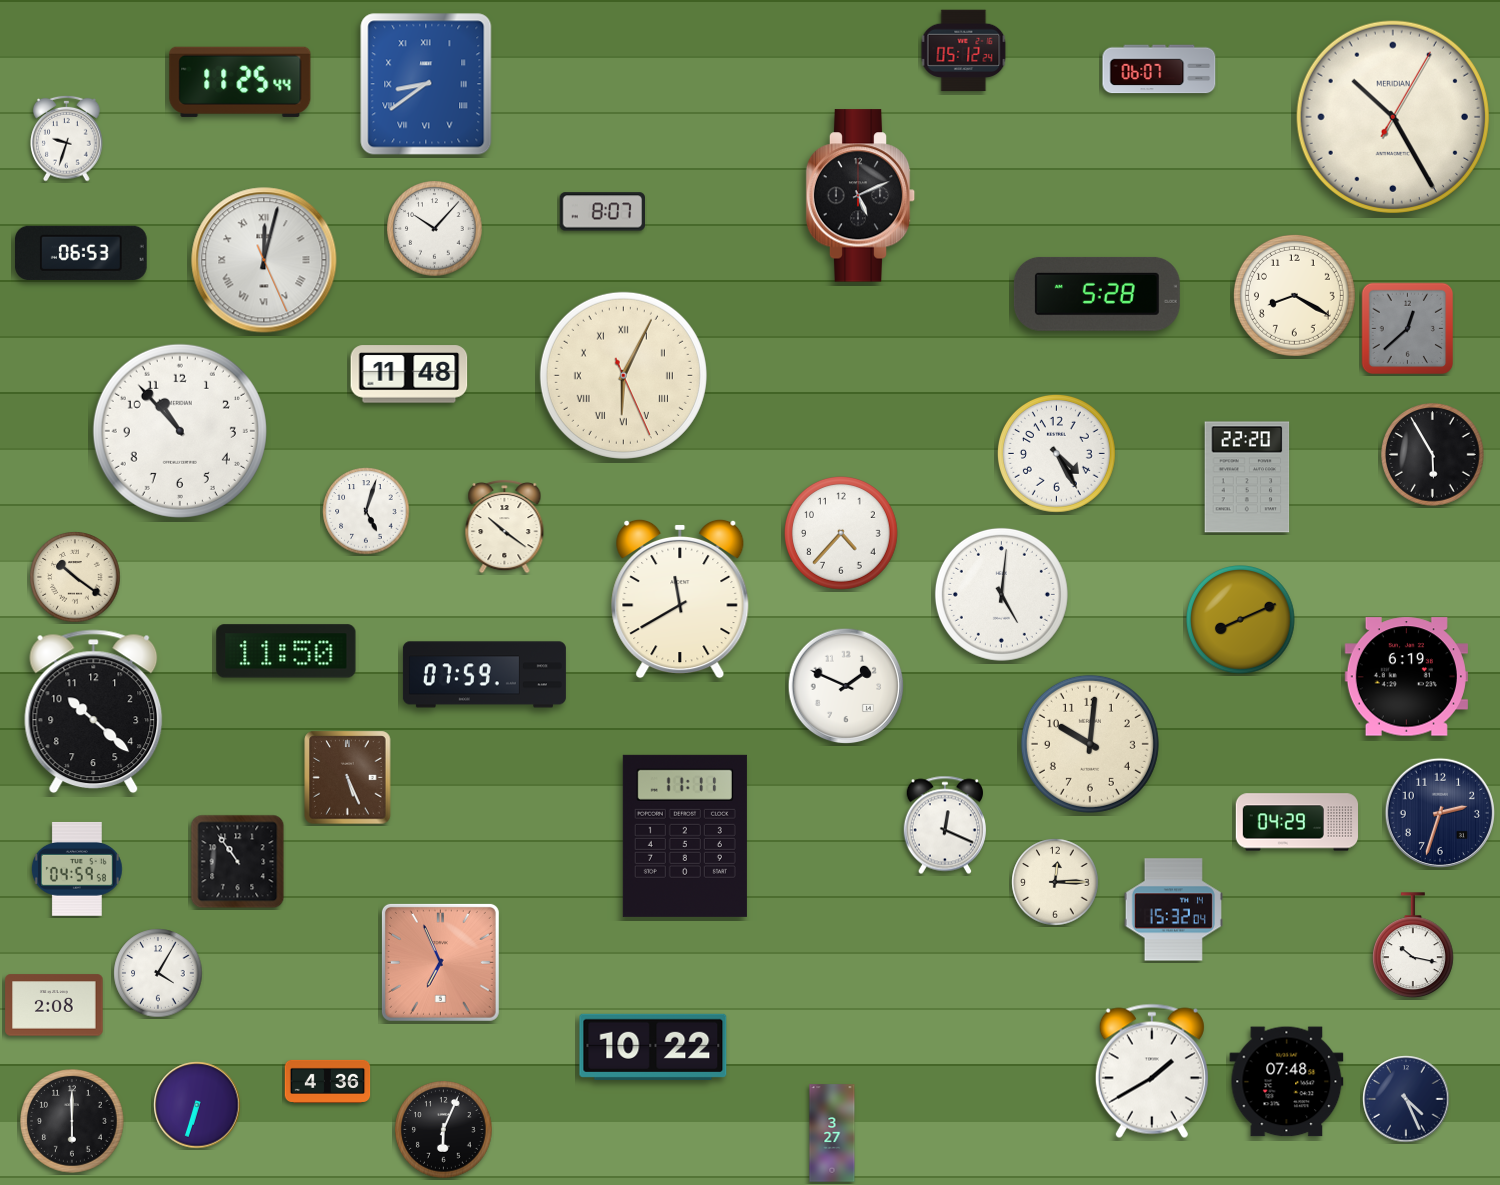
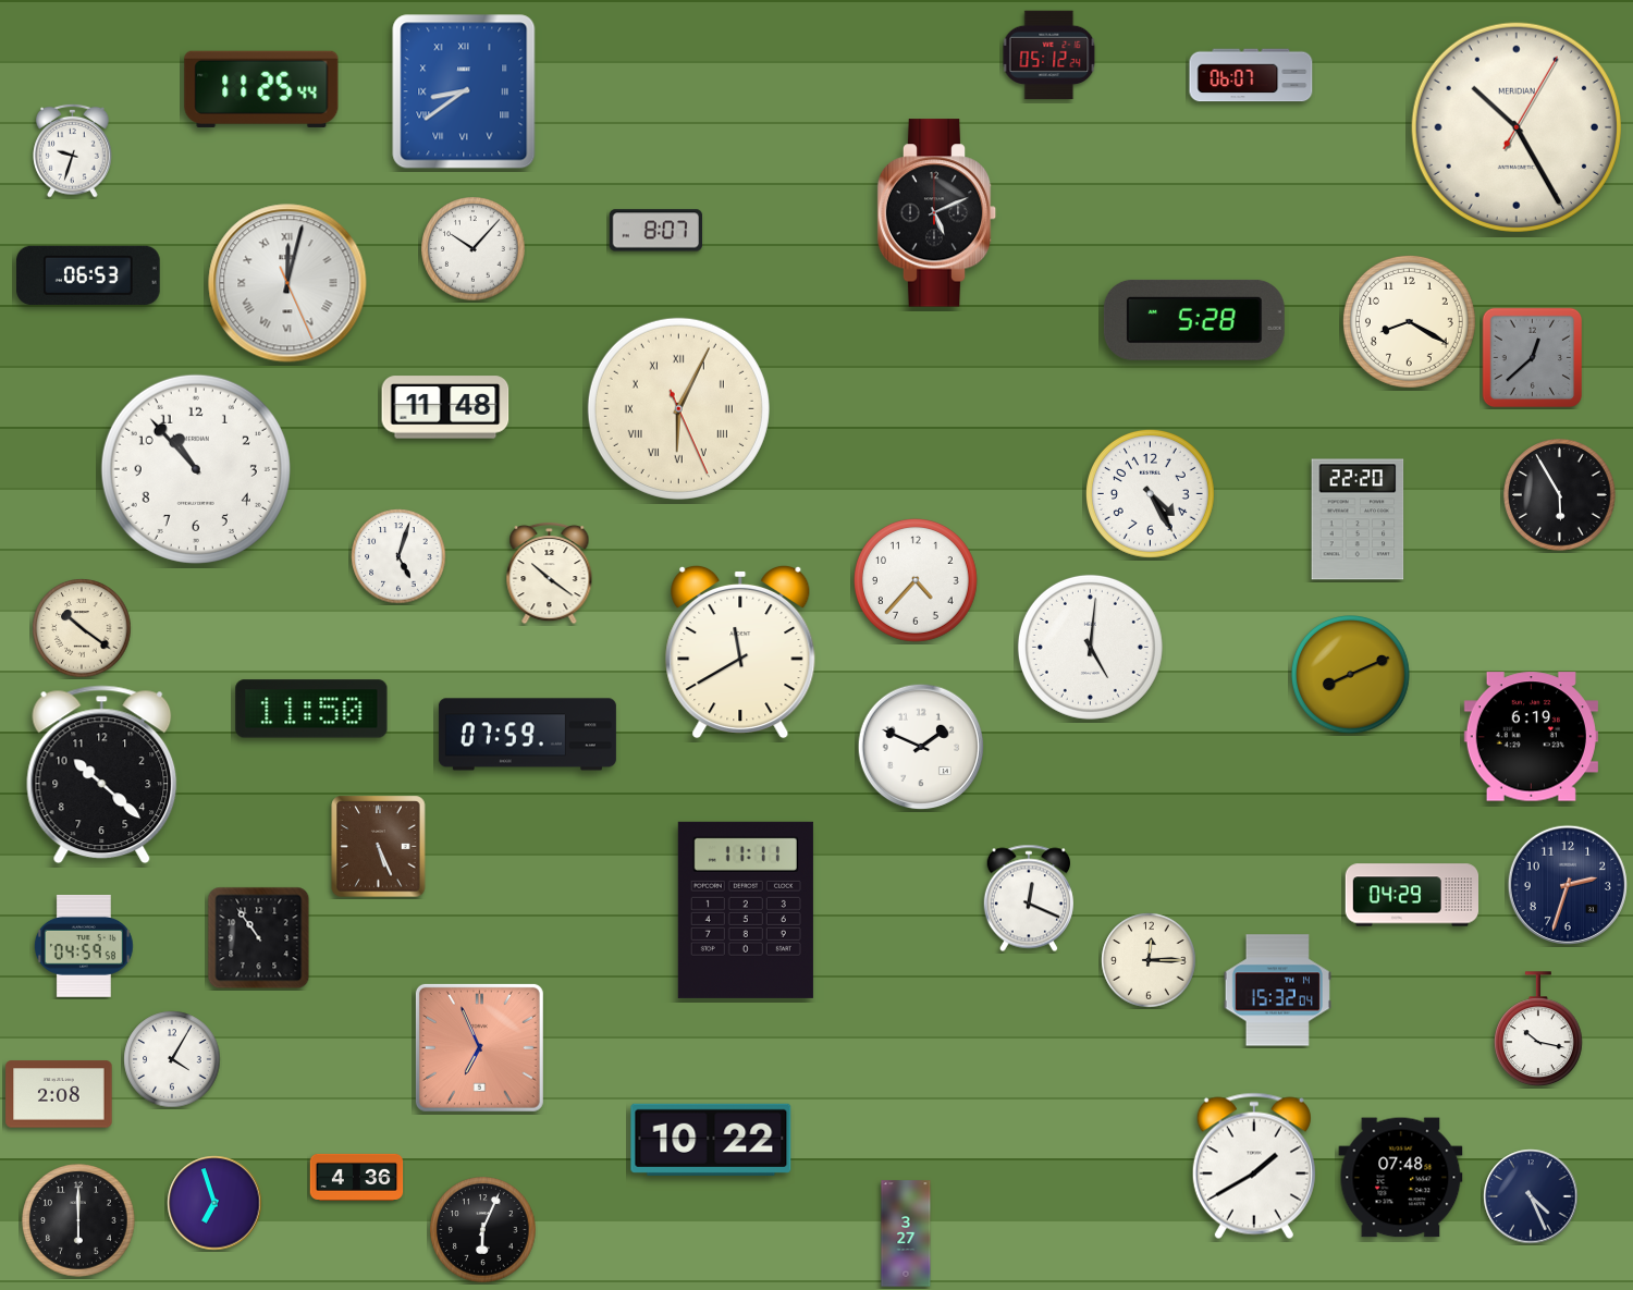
clock at (1159, 69) position: (1159, 69) -> (1251, 75)
clock at (1090, 744): 10:01 -> none
clock at (197, 1105): 6:33 -> 6:57
